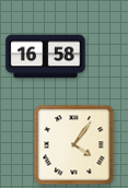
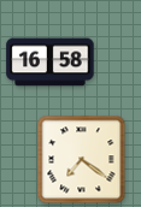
clock at (74, 145): 4:06 -> 7:21
